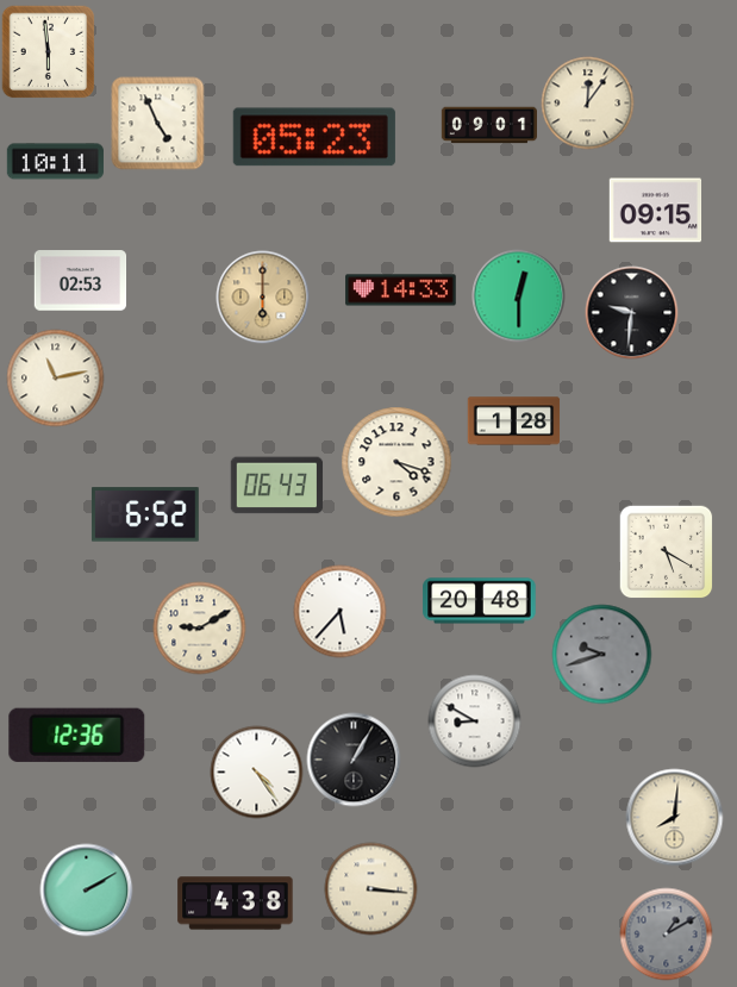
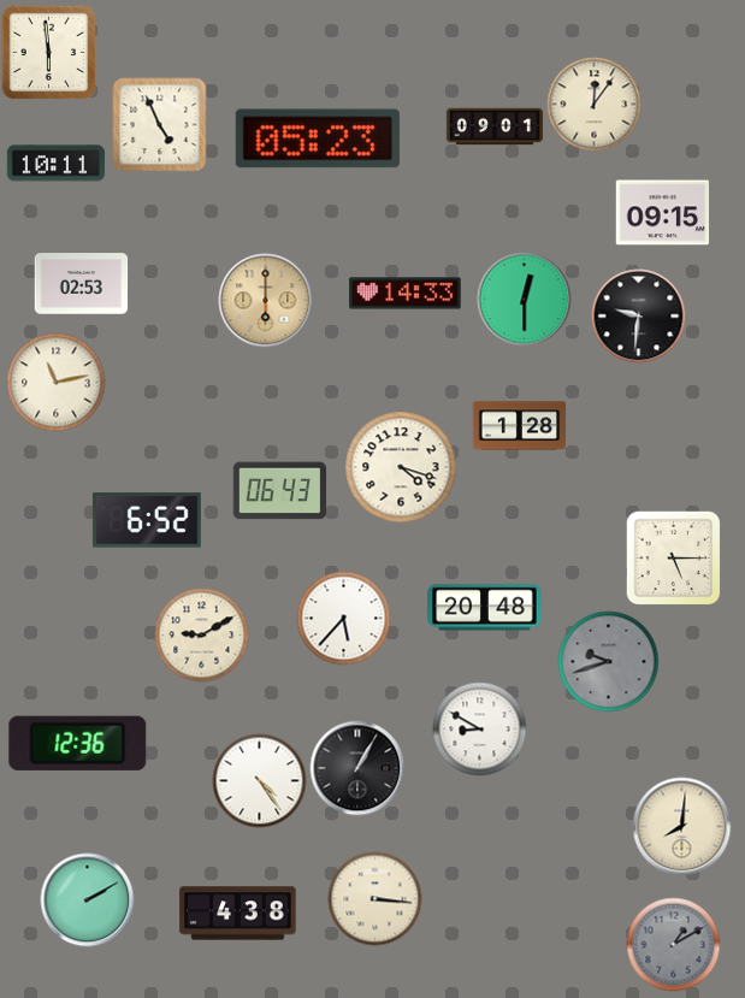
clock at (666, 551): 5:20 -> 5:15
